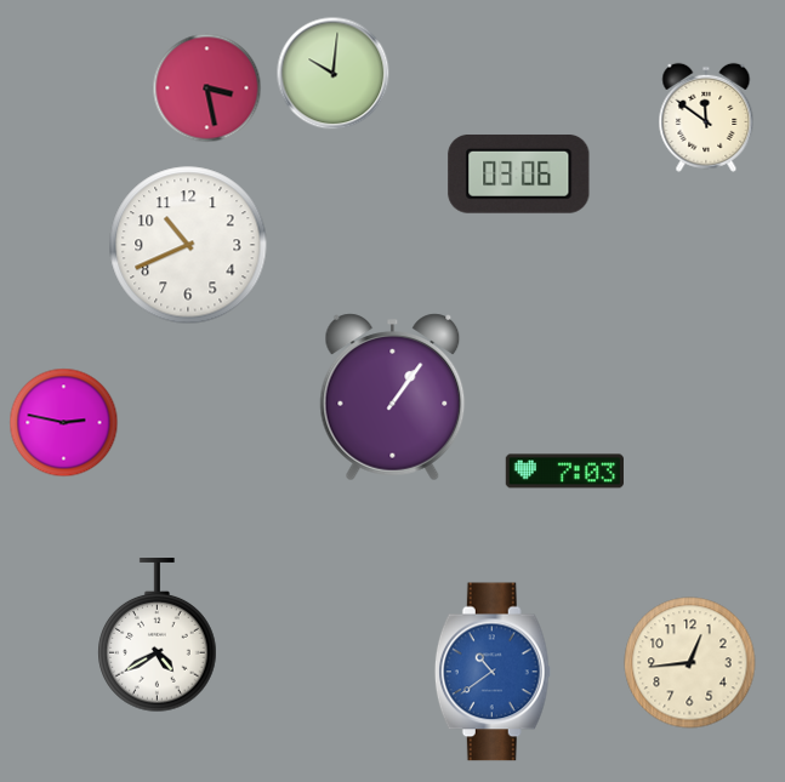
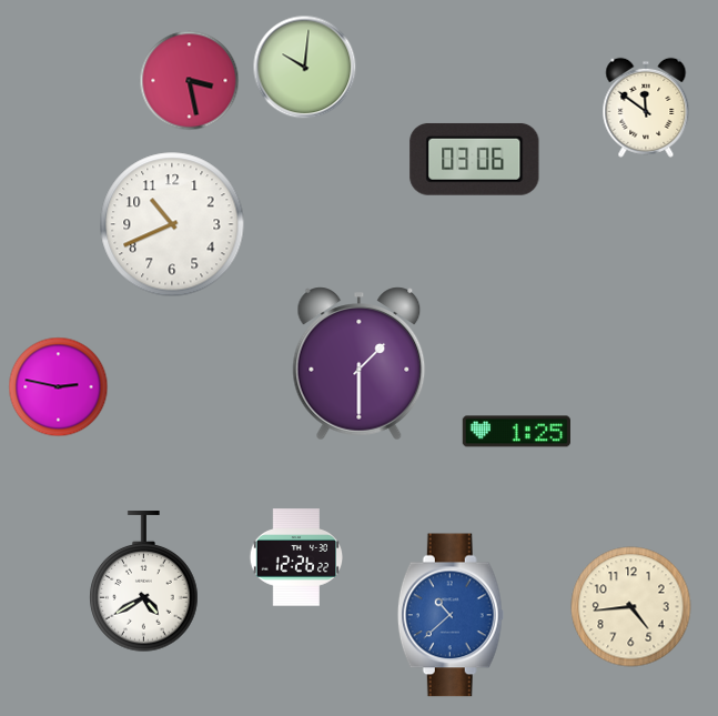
clock at (393, 398): 1:06 -> 1:30
clock at (564, 472): 7:03 -> 1:25
clock at (296, 557): none -> 12:26
clock at (690, 663): 12:44 -> 4:44
clock at (493, 672): 10:39 -> 10:38
